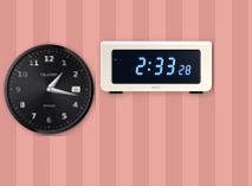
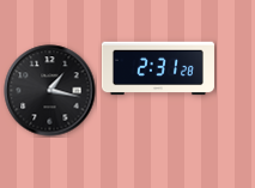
clock at (156, 68): 2:33 -> 2:31
